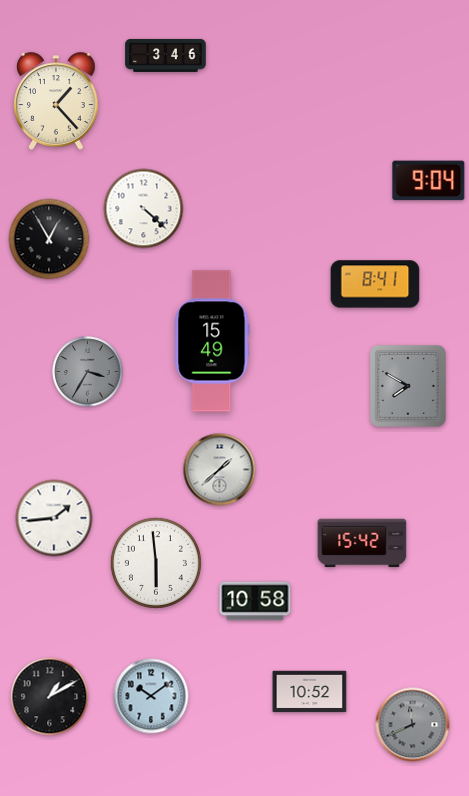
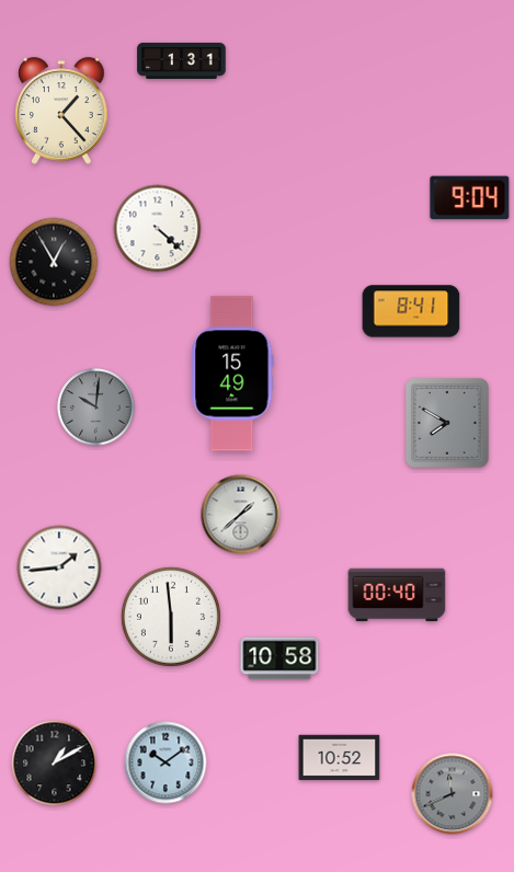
clock at (166, 55): 3:46 -> 1:31
clock at (88, 372): 3:35 -> 10:01
clock at (362, 543): 15:42 -> 00:40
